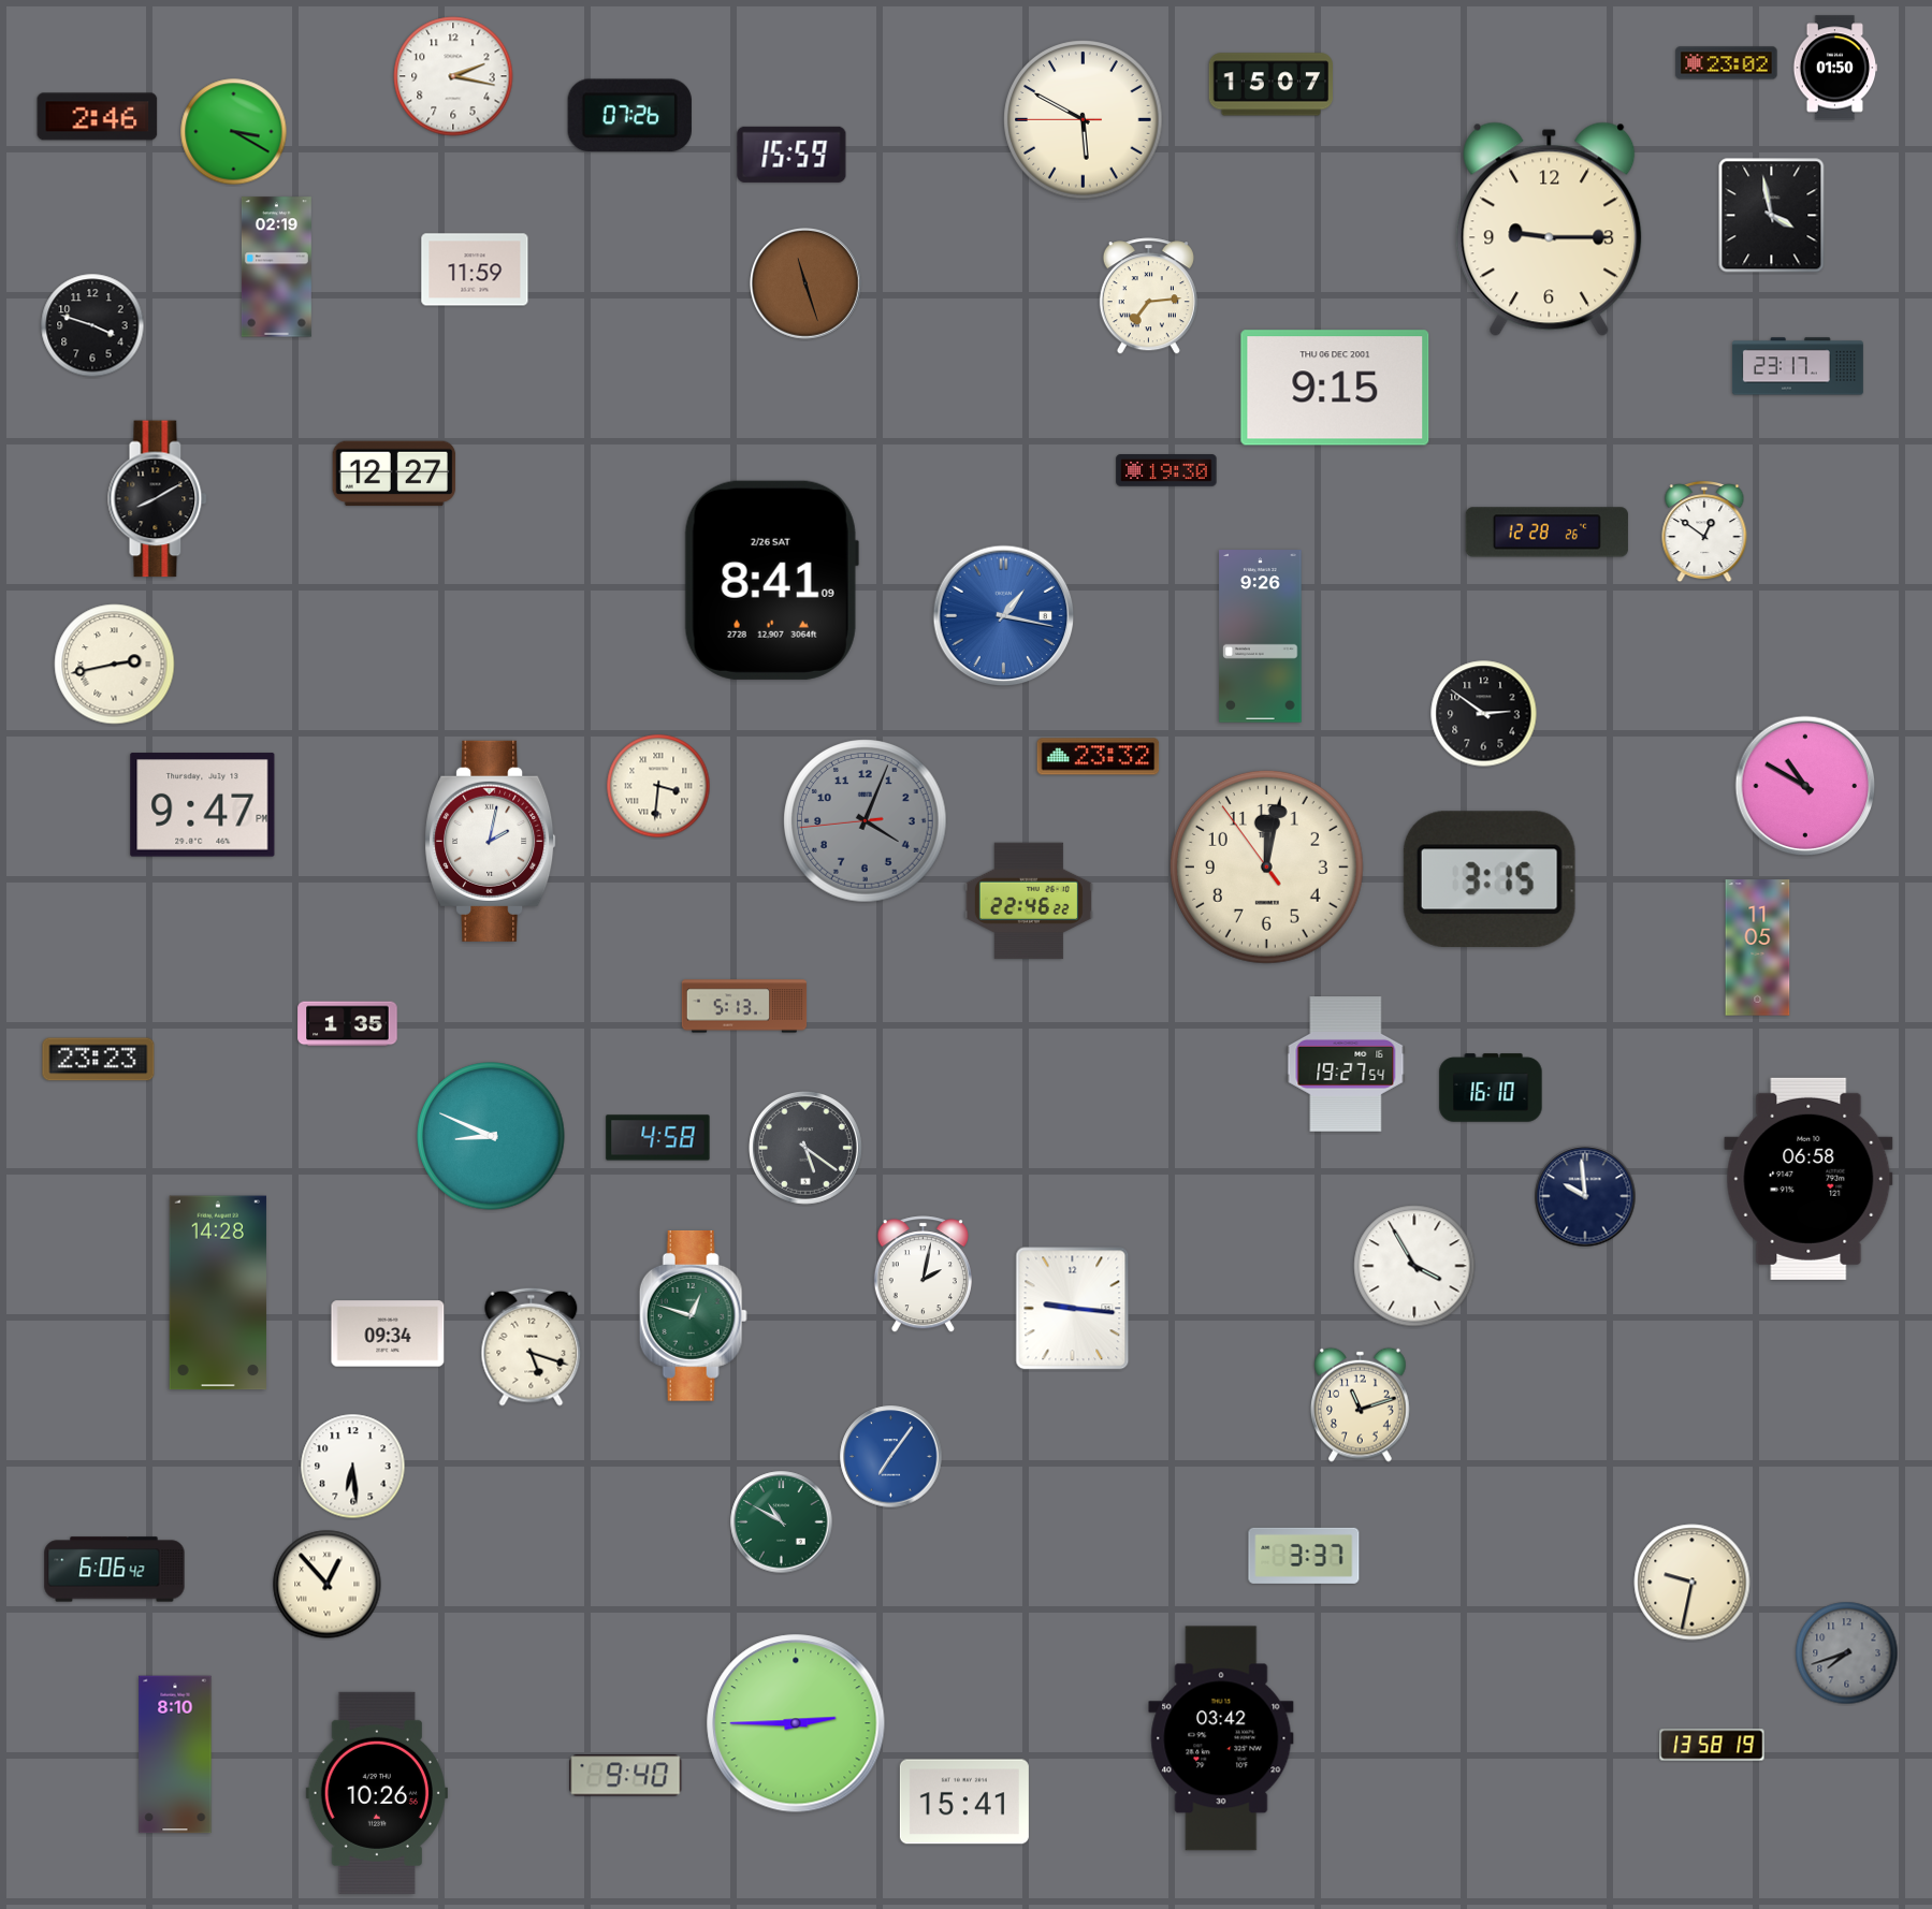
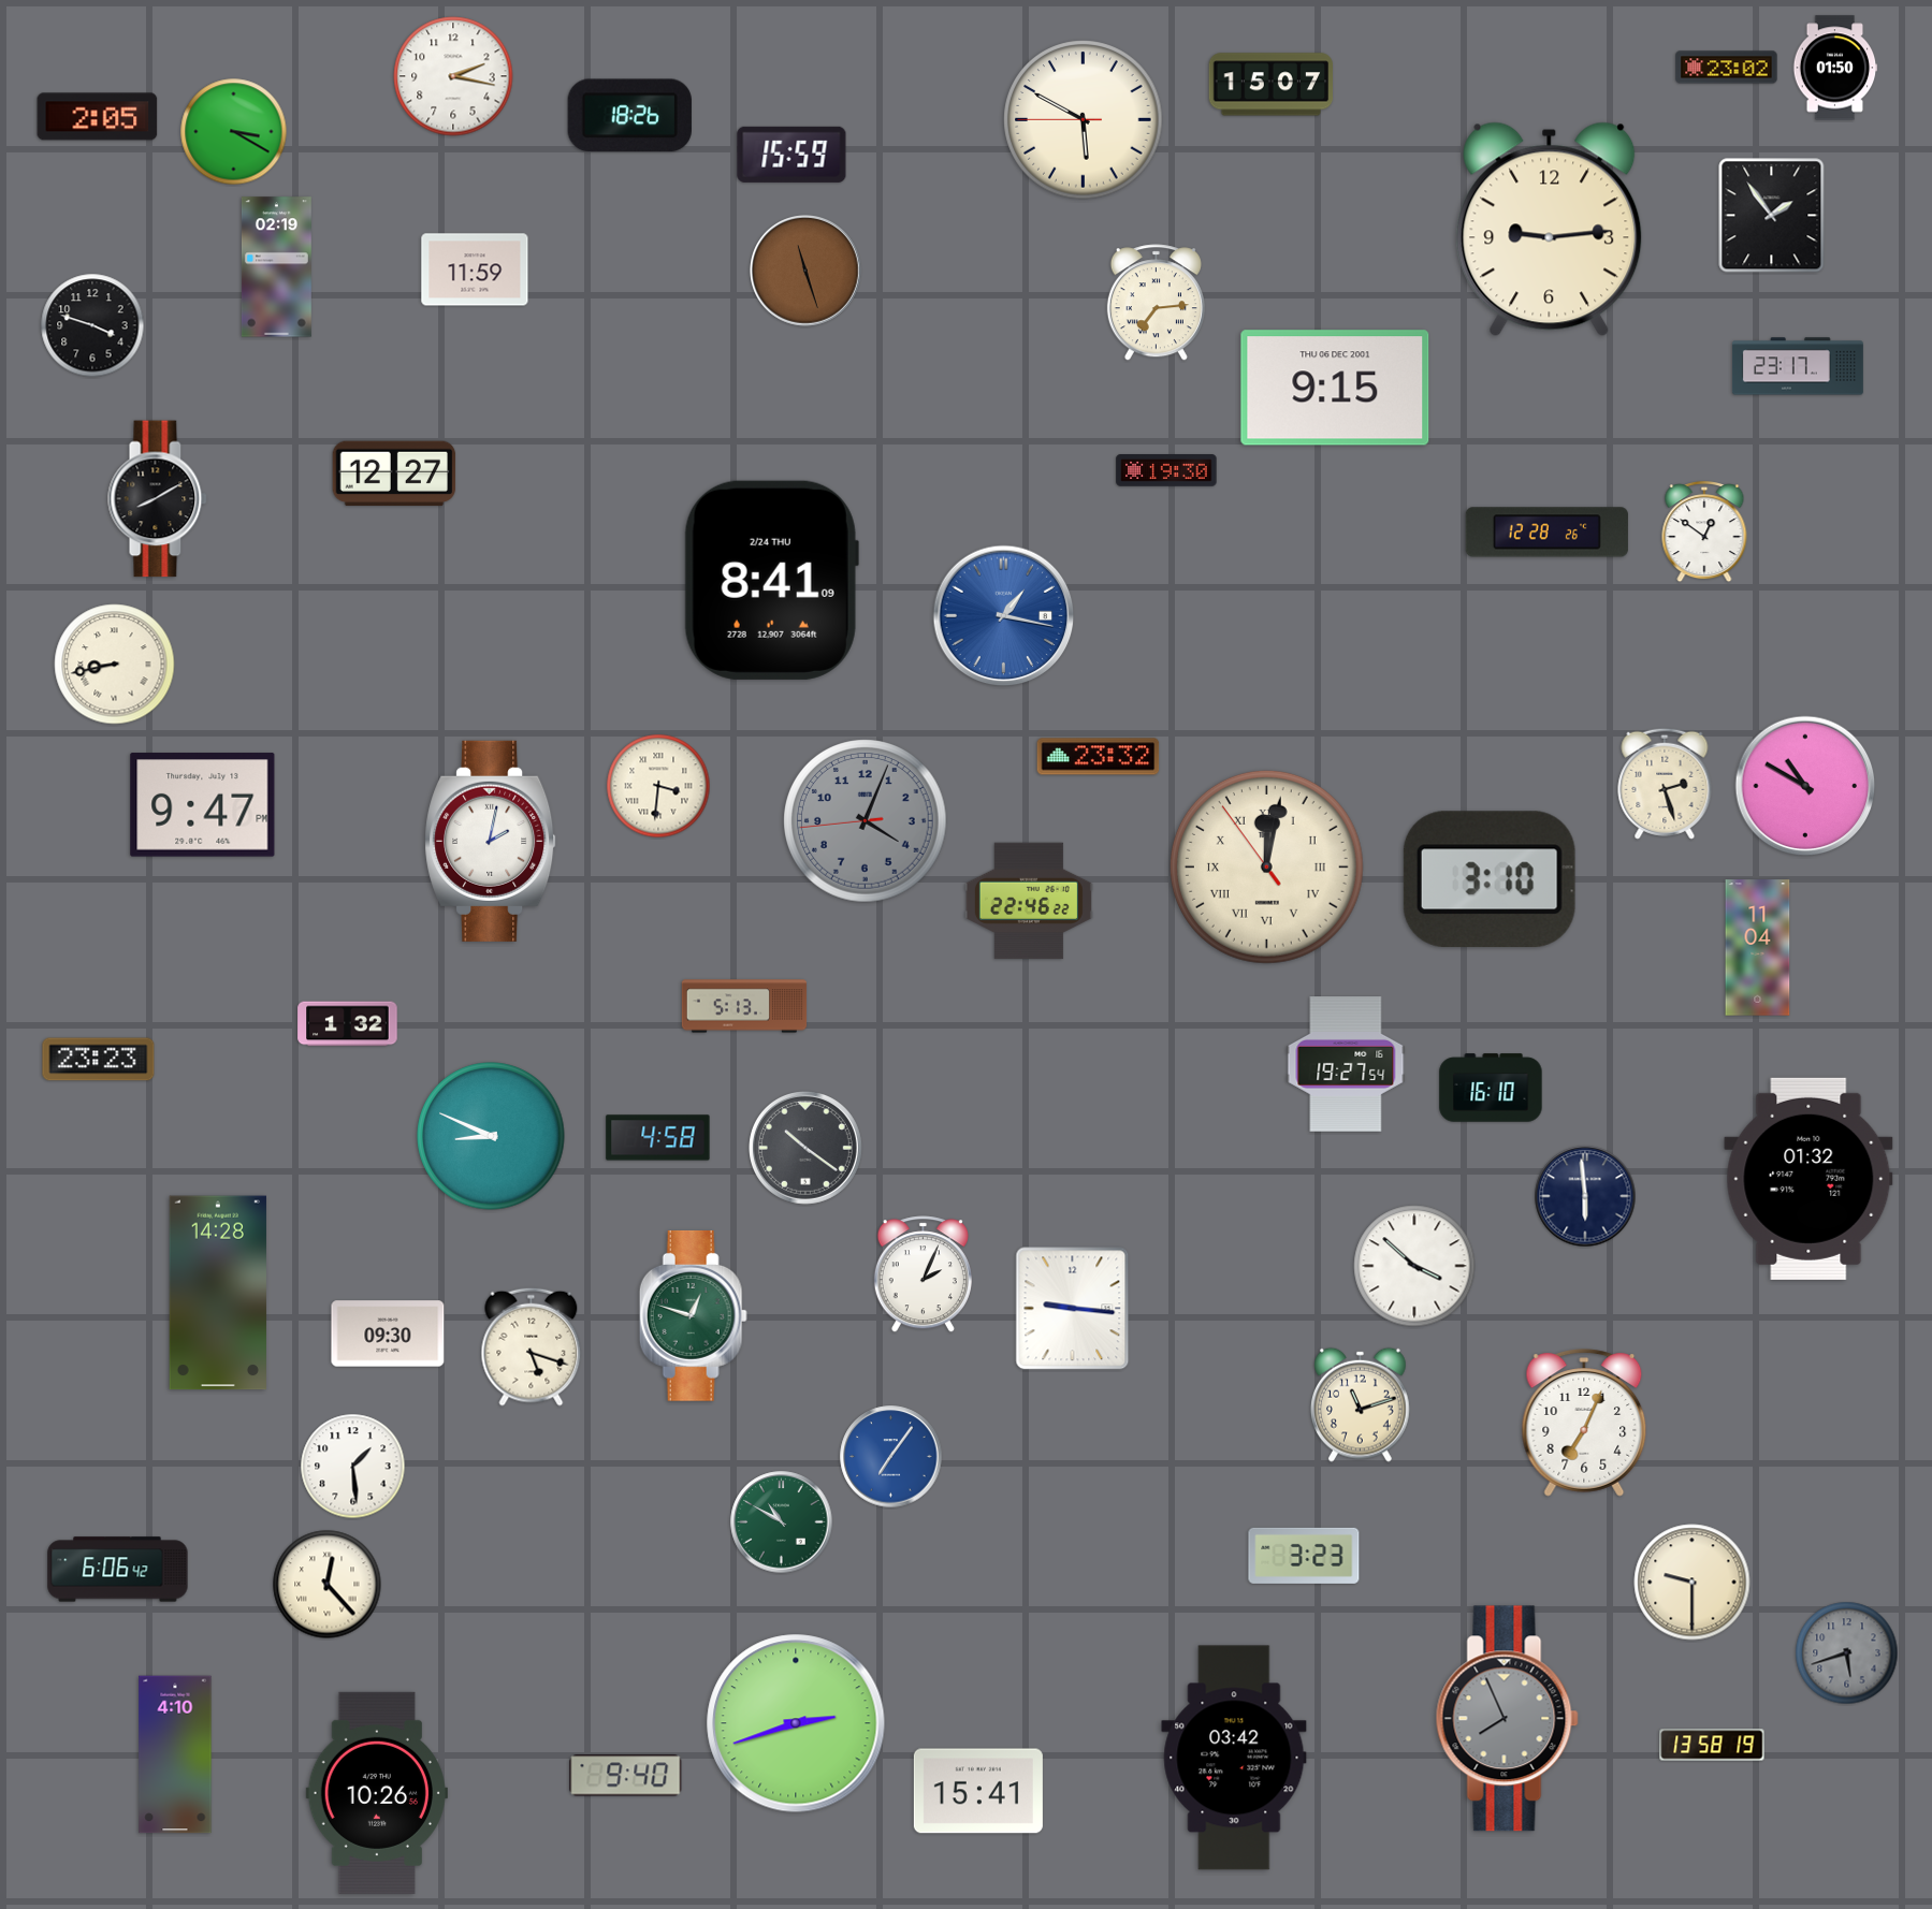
clock at (1727, 63) position: (1727, 63) -> (1727, 68)
clock at (629, 116): 07:26 -> 18:26
clock at (98, 117): 2:46 -> 2:05
clock at (1772, 216): 3:58 -> 1:54
clock at (1550, 230): 9:15 -> 9:14
clock at (805, 283) position: (805, 283) -> (805, 271)
clock at (1148, 296) position: (1148, 296) -> (1156, 303)
clock at (771, 580) date: 2/26 SAT -> 2/24 THU
clock at (1261, 637): 9:26 -> none
clock at (115, 665): 2:43 -> 8:43
clock at (1484, 714): 2:51 -> none
clock at (1665, 784): none -> 2:27
clock at (1266, 866) numerals: Arabic -> Roman
clock at (1490, 878): 3:15 -> 3:10
clock at (1758, 948): 11:05 -> 11:04
clock at (348, 1024): 1:35 -> 1:32
clock at (807, 1149): 5:21 -> 10:21
clock at (1808, 1179): 06:58 -> 01:32
clock at (1585, 1196): 9:59 -> 5:59
clock at (1414, 1266): 3:55 -> 3:52
clock at (923, 1274): 2:02 -> 2:04
clock at (388, 1334): 09:34 -> 09:30
clock at (1584, 1423): none -> 7:04
clock at (353, 1467): 6:29 -> 1:29
clock at (1304, 1556): 3:37 -> 3:23
clock at (115, 1570) position: (115, 1570) -> (118, 1570)
clock at (1693, 1583): 9:32 -> 9:30
clock at (328, 1585): 12:53 -> 12:23
clock at (1847, 1653): 7:42 -> 5:42
clock at (1507, 1719): none -> 7:56
clock at (796, 1723): 2:45 -> 2:42
clock at (1221, 1738) position: (1221, 1738) -> (1234, 1758)
clock at (175, 1754): 8:10 -> 4:10
clock at (964, 1802) position: (964, 1802) -> (978, 1791)
